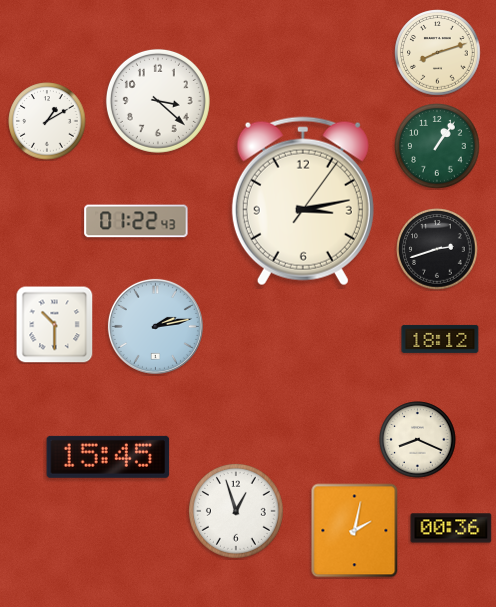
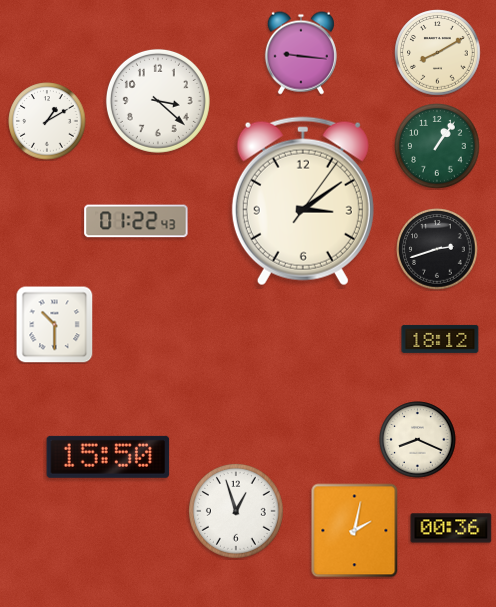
clock at (301, 53): none -> 9:16
clock at (438, 53): 8:12 -> 8:10
clock at (303, 201): 3:13 -> 3:09
clock at (155, 326): 2:13 -> none
clock at (108, 457): 15:45 -> 15:50
